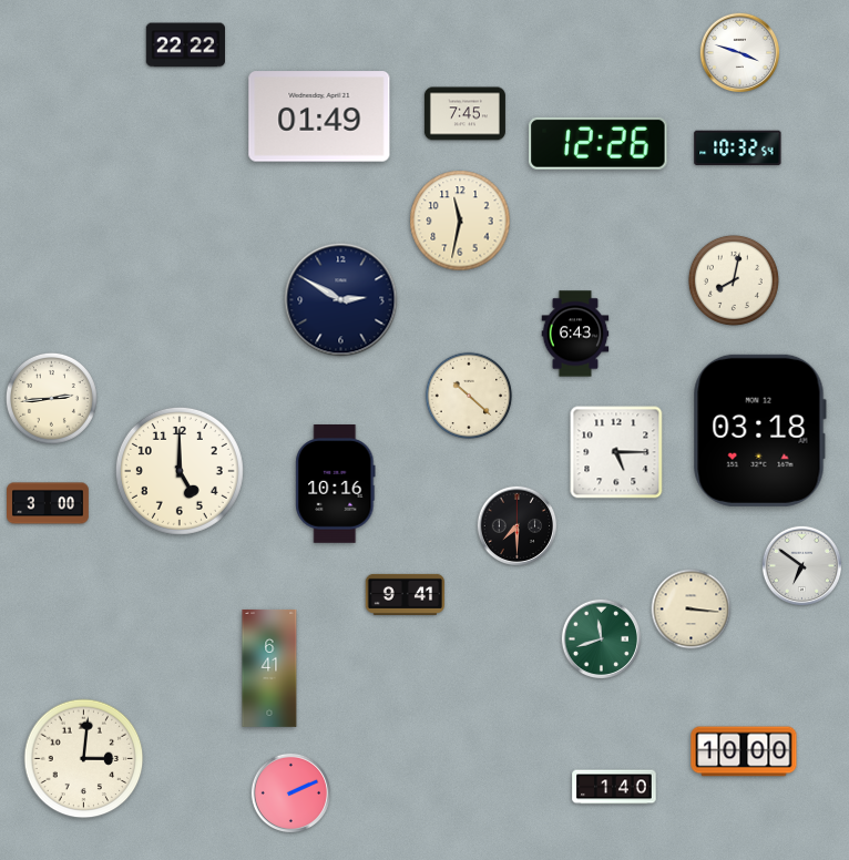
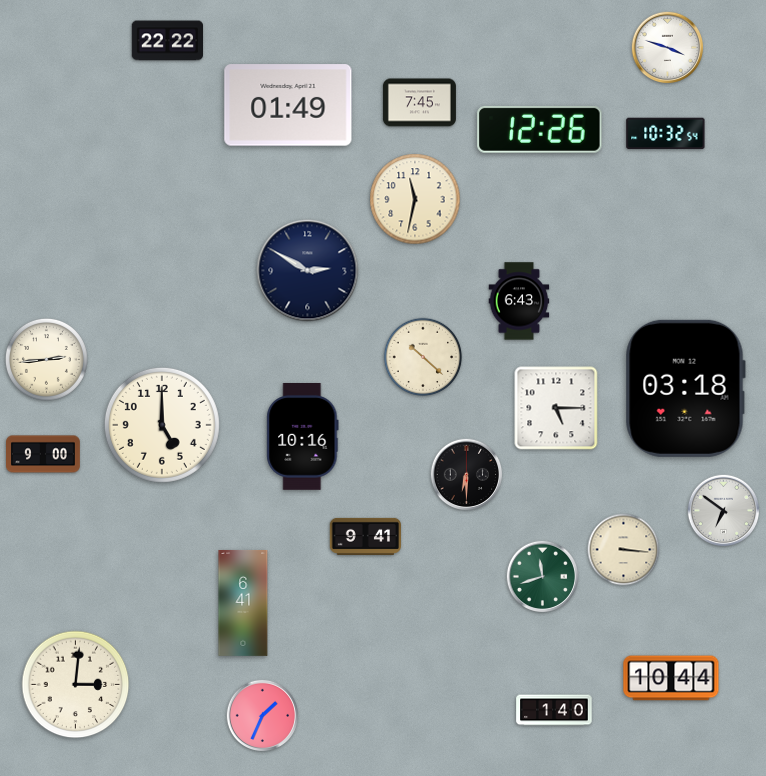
clock at (734, 280): 8:02 -> none
clock at (49, 503): 3:00 -> 9:00
clock at (518, 526): 7:30 -> 6:30
clock at (744, 751): 10:00 -> 10:44
clock at (291, 794): 2:11 -> 1:34
